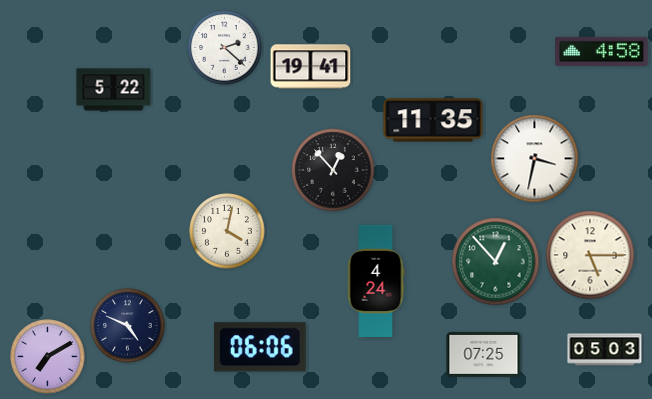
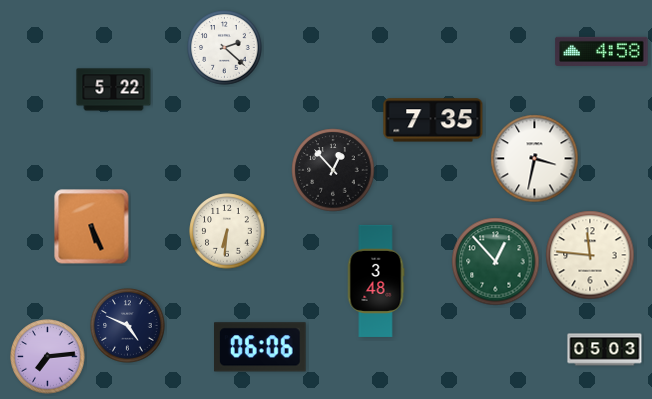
clock at (311, 67): 19:41 -> none
clock at (433, 120): 11:35 -> 7:35
clock at (92, 227): none -> 5:26
clock at (227, 231): 4:02 -> 6:31
clock at (590, 255): 5:15 -> 11:46
clock at (376, 281): 4:24 -> 3:48
clock at (484, 354): 07:25 -> none
clock at (48, 357): 7:10 -> 7:14
